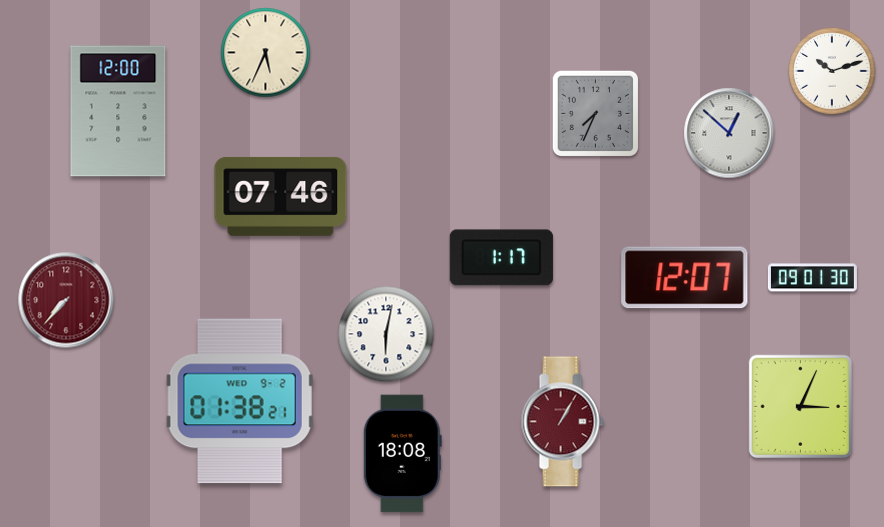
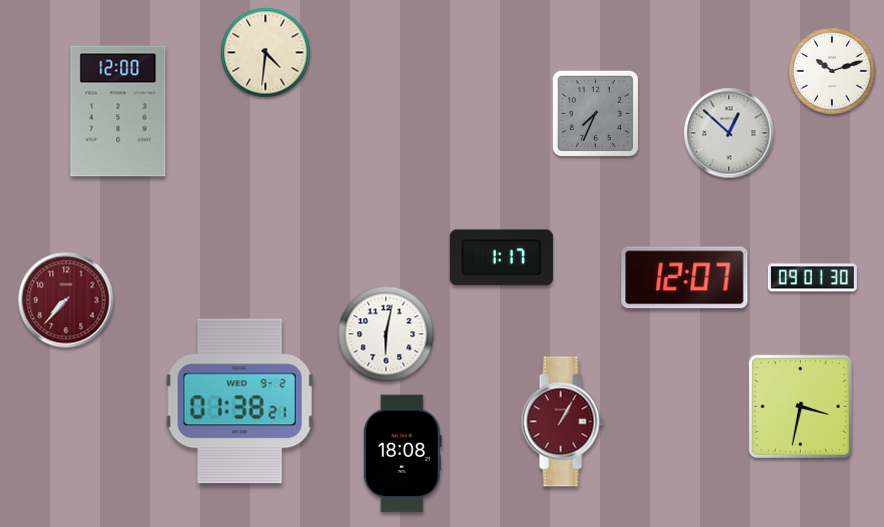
clock at (266, 53): 5:34 -> 4:31
clock at (281, 196): 07:46 -> none
clock at (800, 406): 3:04 -> 3:32
